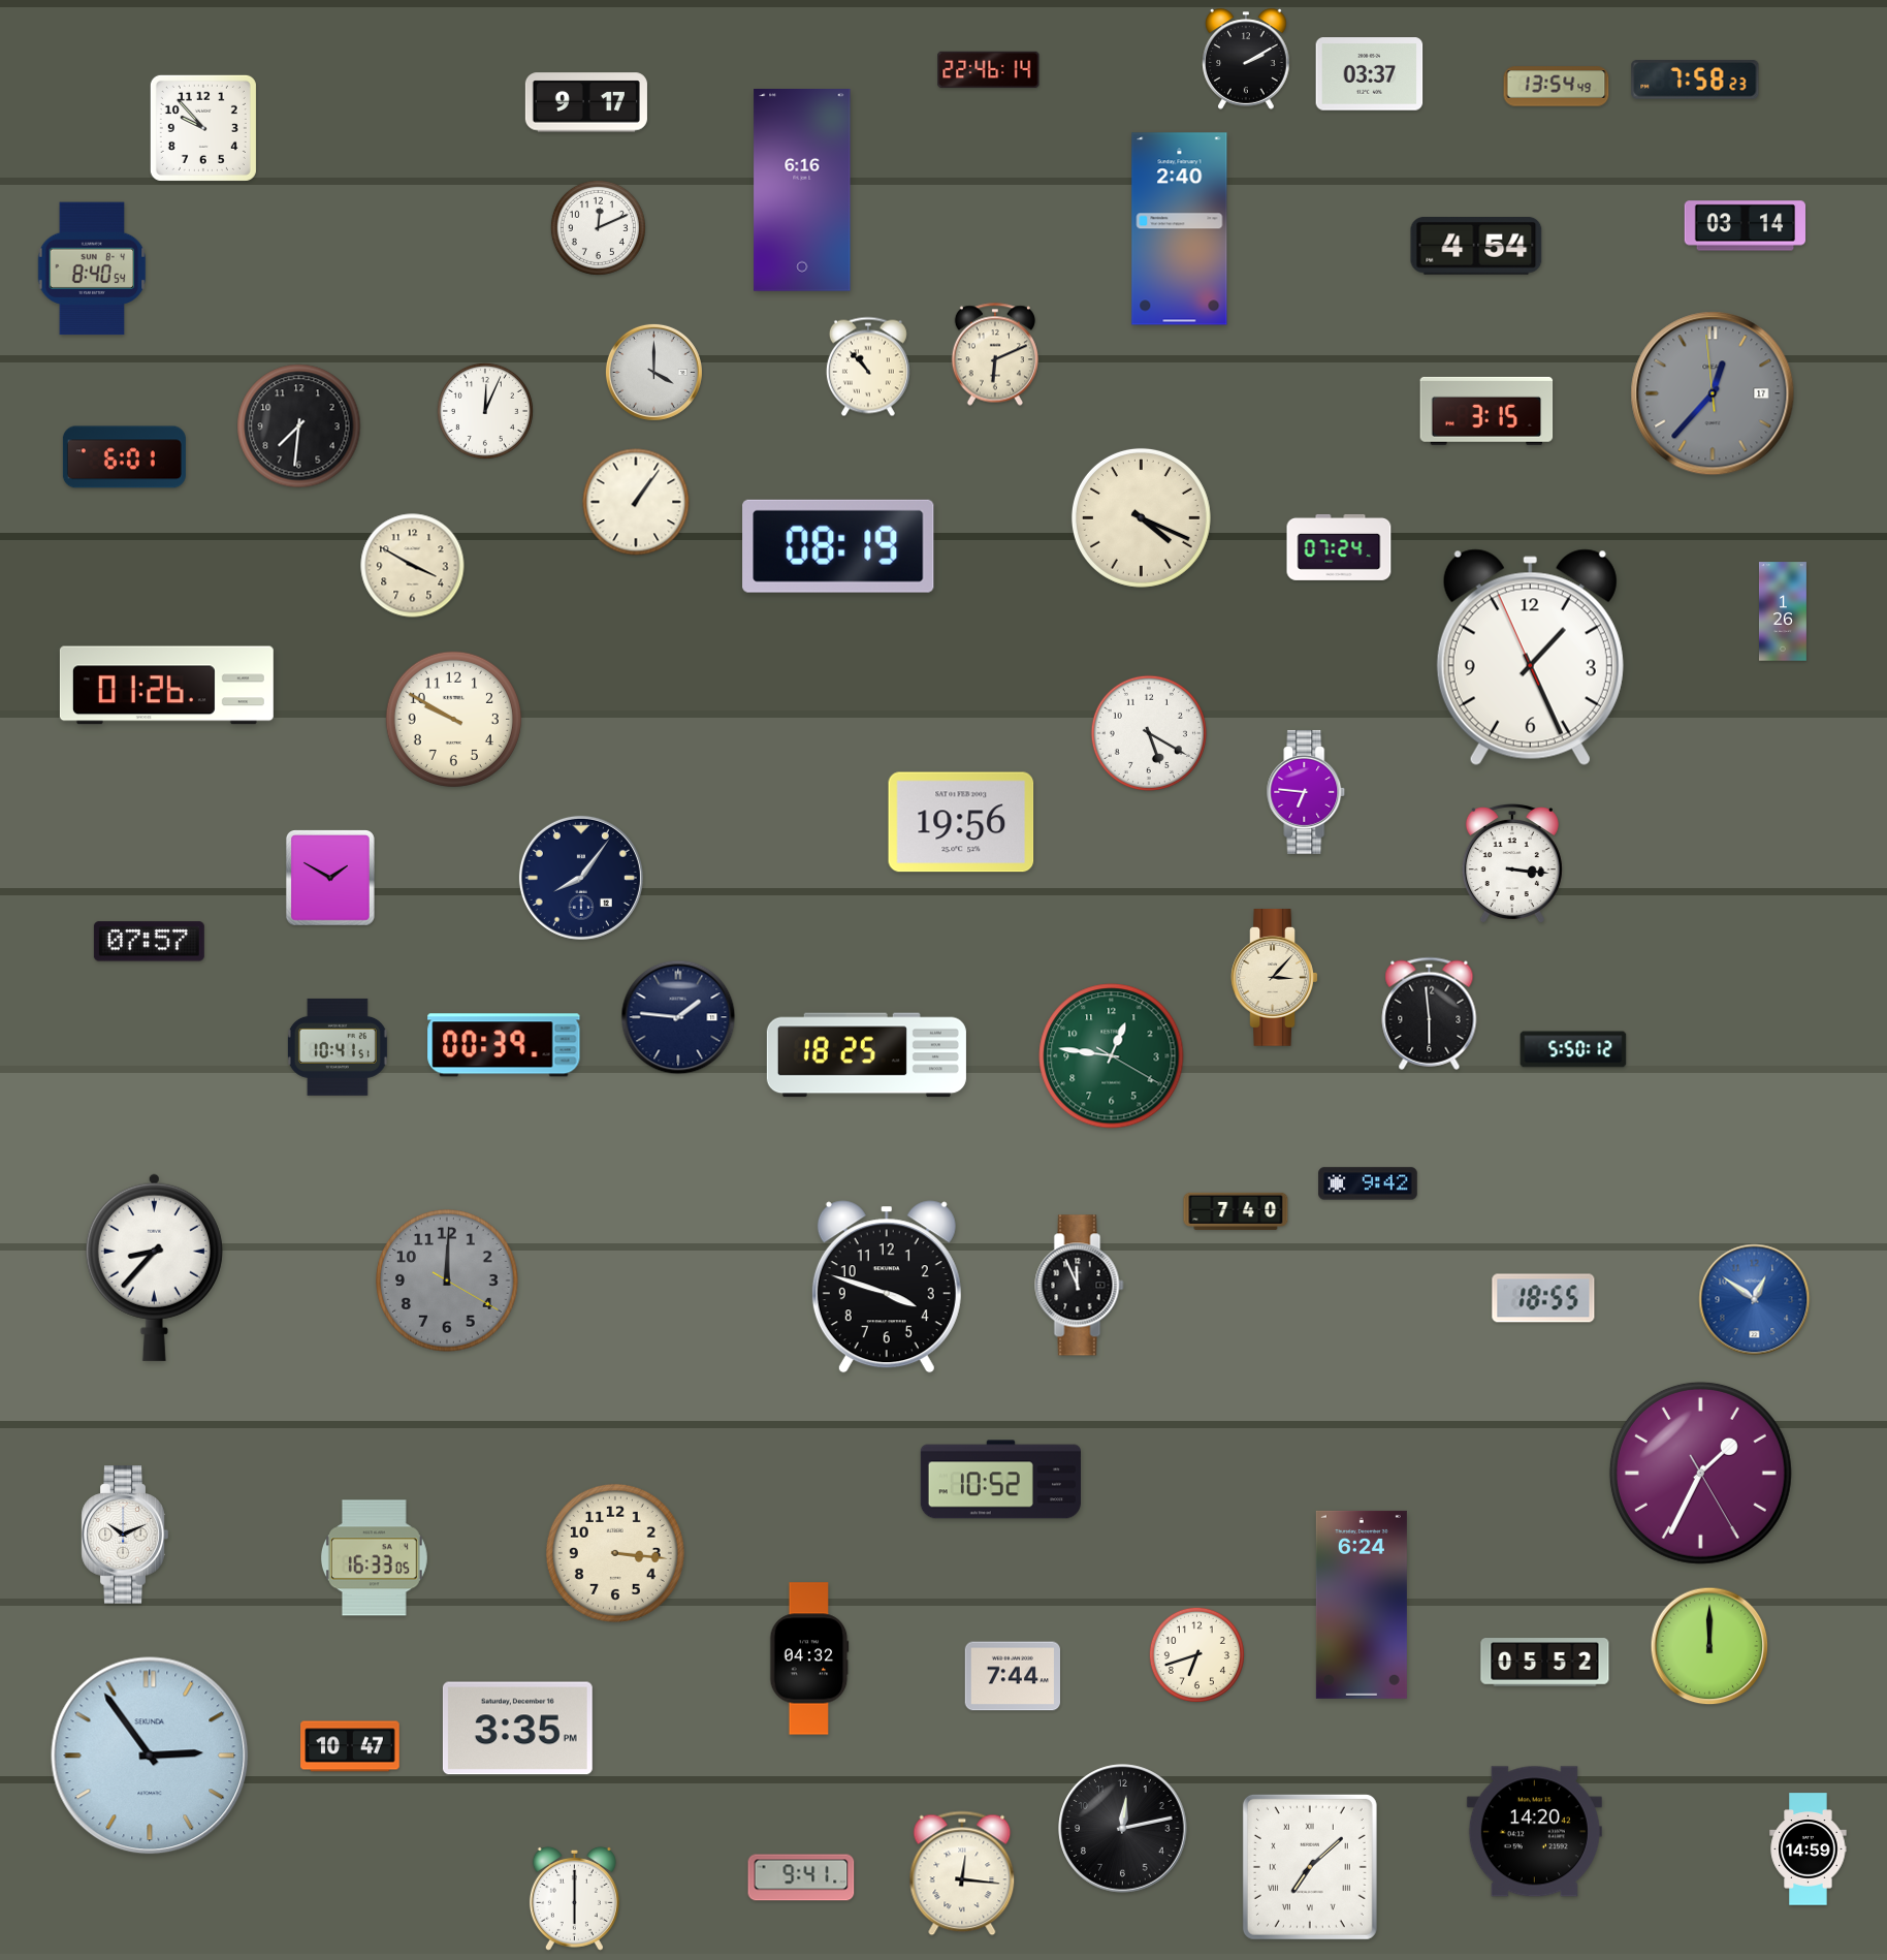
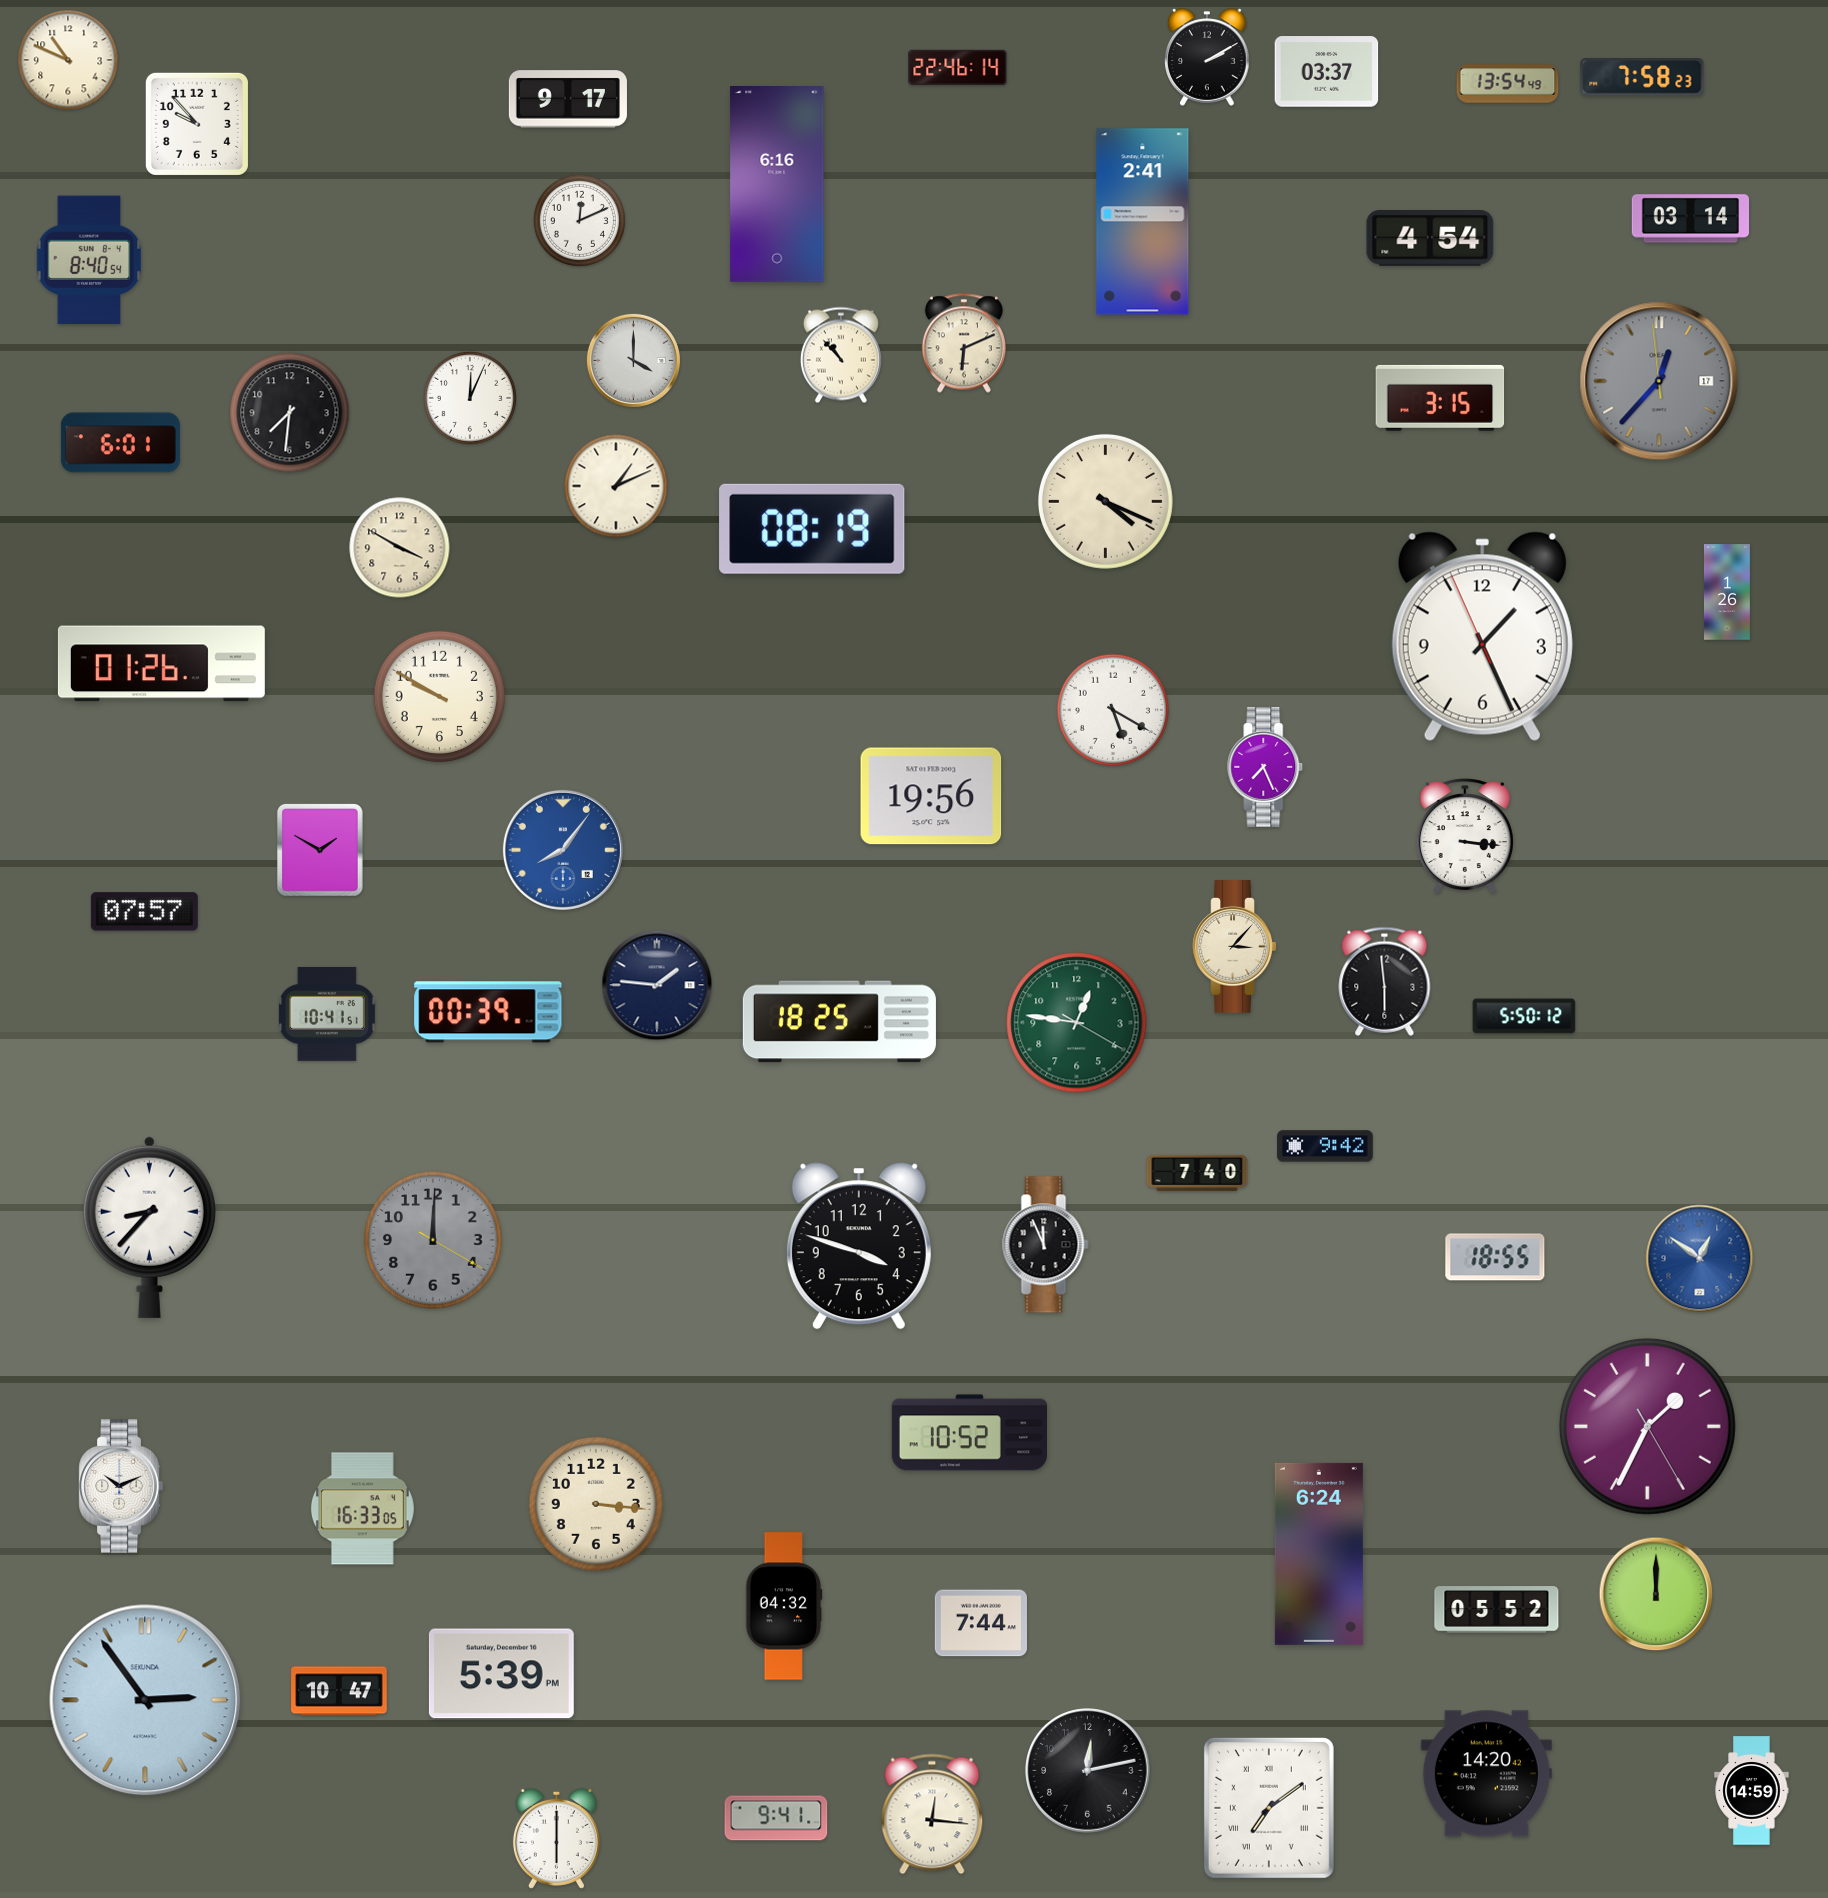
clock at (68, 60): none -> 10:49
clock at (1180, 229): 2:40 -> 2:41
clock at (636, 502): 1:06 -> 1:11
clock at (1339, 547): 07:24 -> none
clock at (1306, 792): 6:46 -> 7:26
clock at (581, 878) dial: navy -> blue
clock at (1196, 1654): 6:42 -> none
clock at (517, 1729): 3:35 -> 5:39
clock at (1310, 1867): 7:08 -> 7:09
